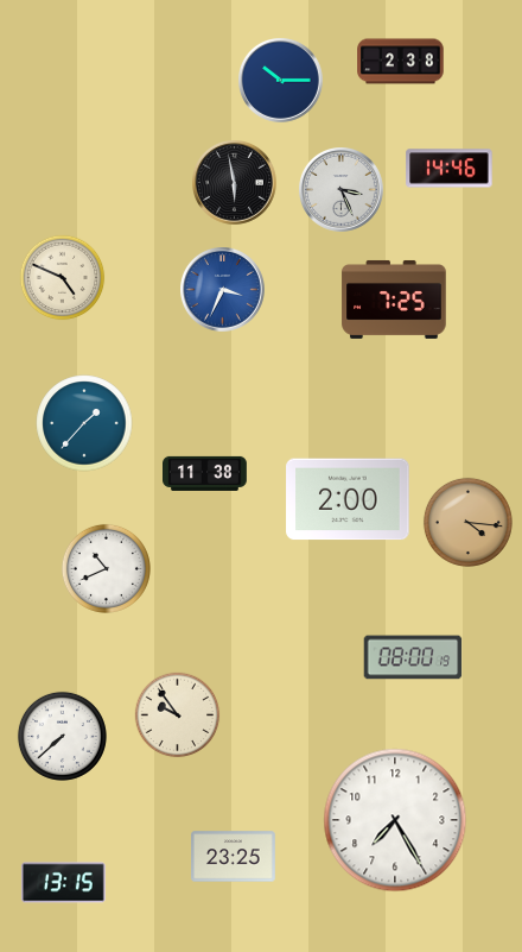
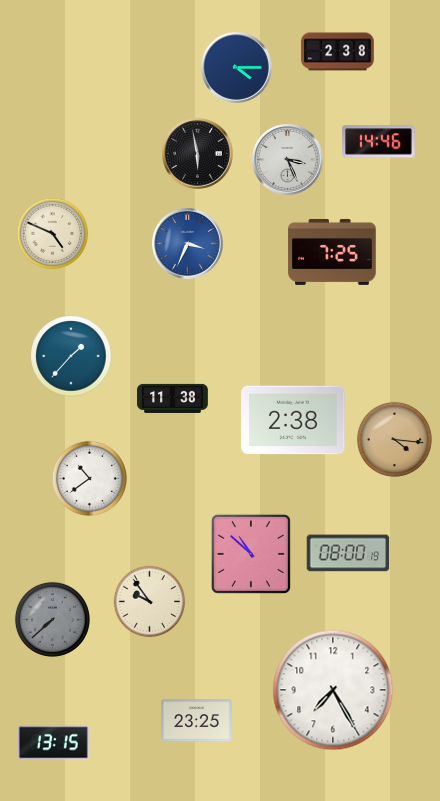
clock at (281, 81): 10:15 -> 4:15
clock at (348, 499): 2:00 -> 2:38
clock at (106, 568): 10:41 -> 10:39
clock at (251, 554): none -> 10:52
clock at (62, 736) dial: white -> grey
